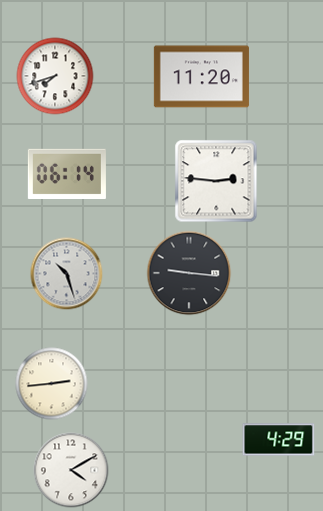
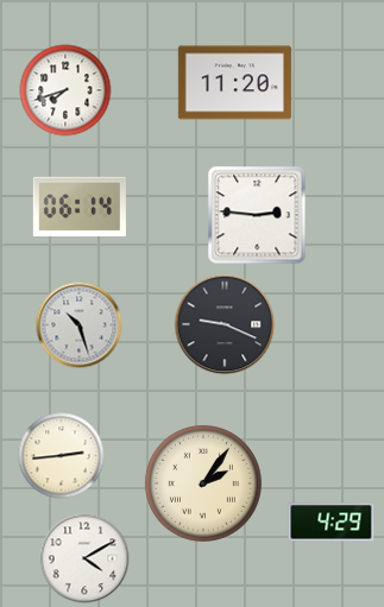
clock at (201, 77) position: (201, 77) -> (234, 83)
clock at (189, 273): 9:16 -> 9:19
clock at (203, 483): none -> 2:06
